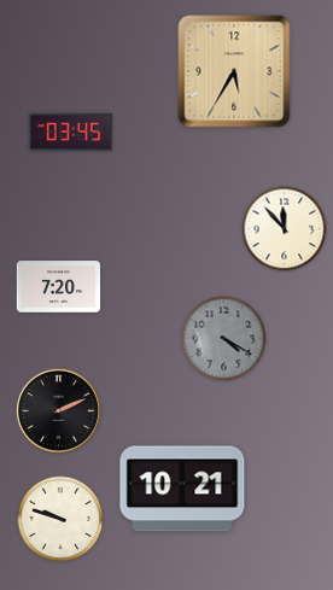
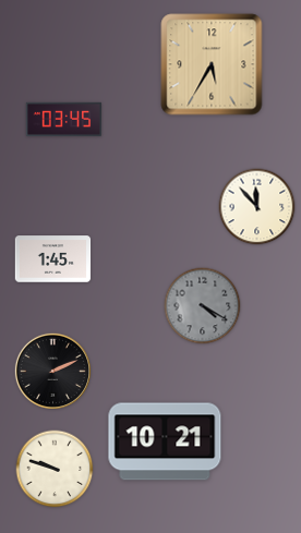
clock at (59, 287): 7:20 -> 1:45
